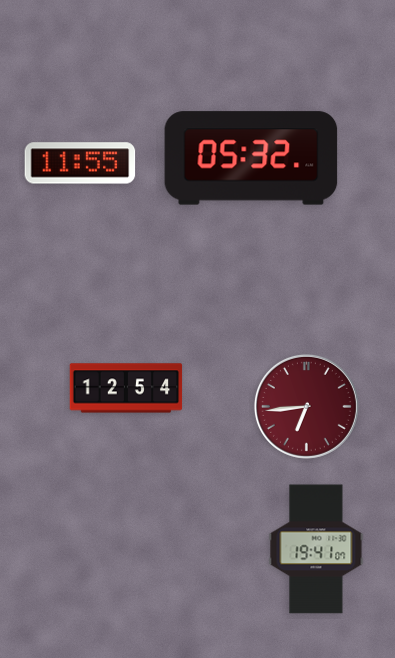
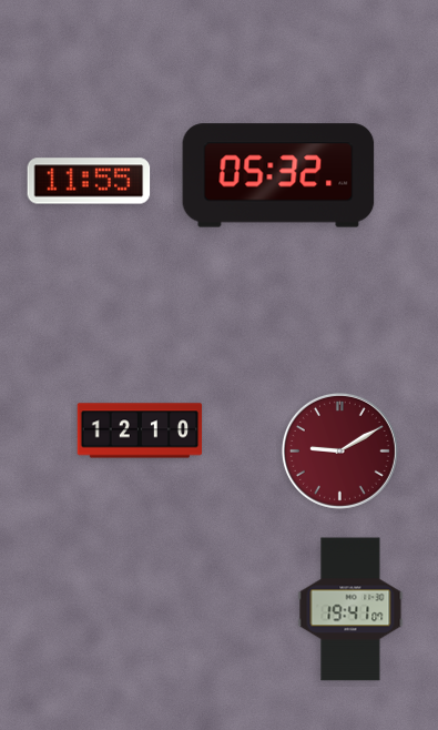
clock at (126, 388): 12:54 -> 12:10
clock at (306, 406): 6:44 -> 9:10
